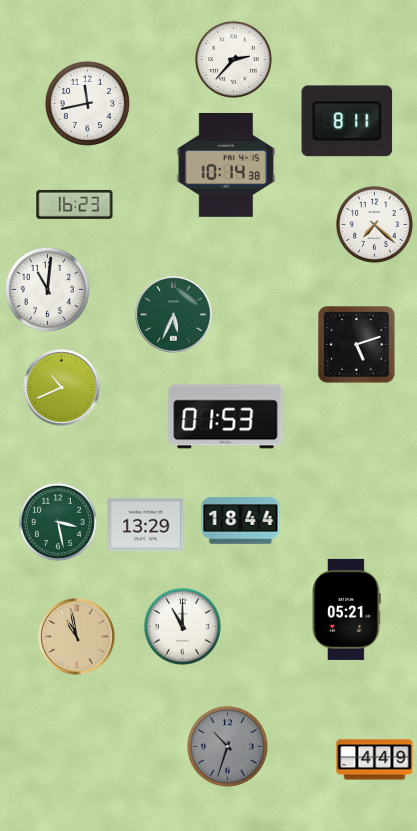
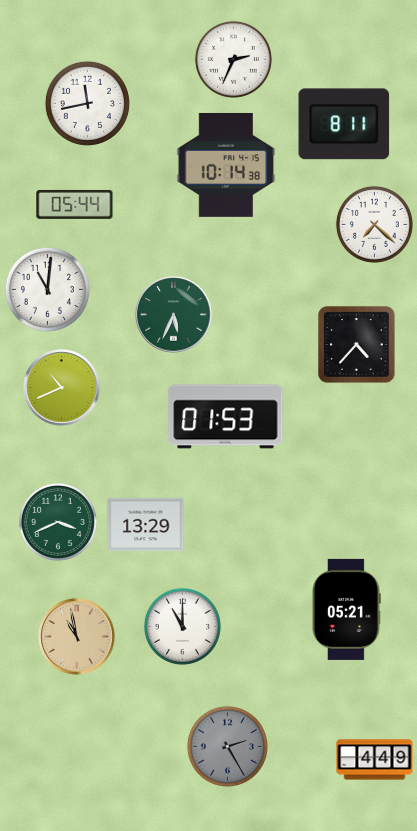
clock at (233, 59): 2:37 -> 2:34
clock at (347, 121) position: (347, 121) -> (344, 124)
clock at (75, 204): 16:23 -> 05:44
clock at (357, 345): 5:12 -> 4:37
clock at (241, 521): 18:44 -> none
clock at (58, 522): 3:28 -> 3:41
clock at (227, 746): 10:33 -> 2:25
